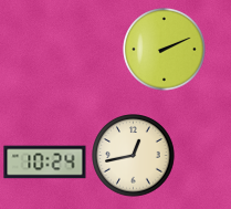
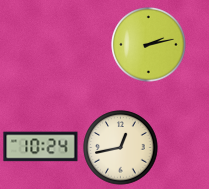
clock at (165, 50): 2:11 -> 2:13
clock at (134, 156) position: (134, 156) -> (121, 148)
